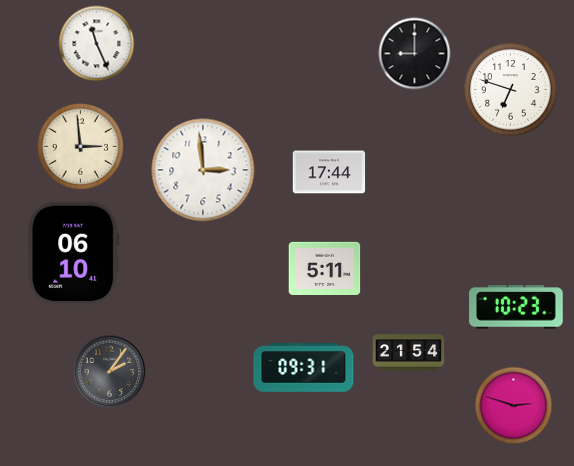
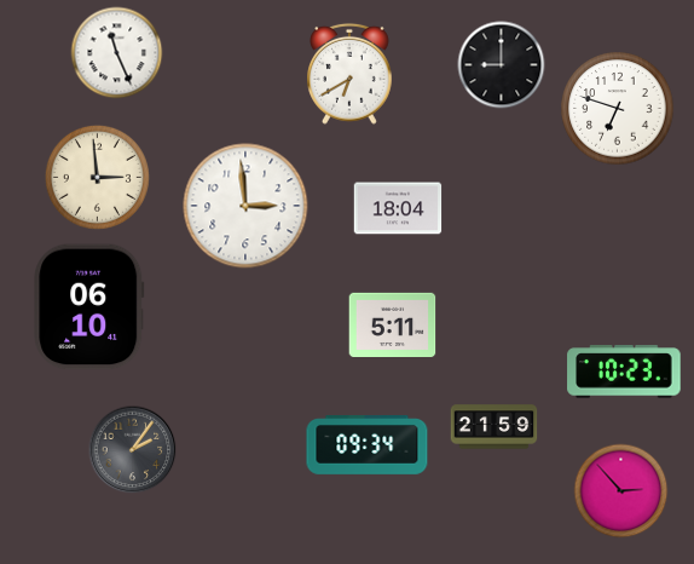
clock at (351, 74): none -> 6:40
clock at (329, 172): 17:44 -> 18:04
clock at (409, 353): 21:54 -> 21:59
clock at (304, 368): 09:31 -> 09:34
clock at (514, 406): 2:48 -> 2:53
